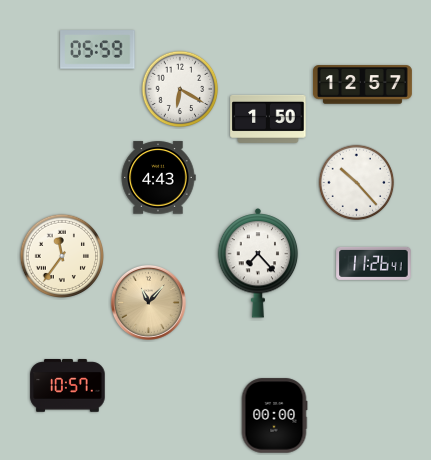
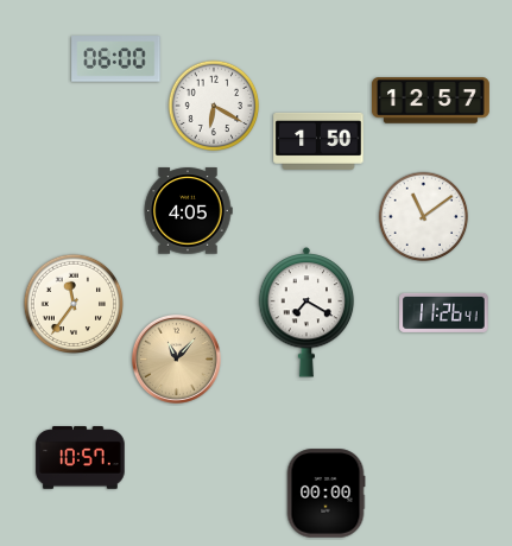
clock at (98, 50): 05:59 -> 06:00
clock at (158, 178): 4:43 -> 4:05
clock at (357, 183): 10:23 -> 11:09
clock at (258, 263): 7:23 -> 7:20
